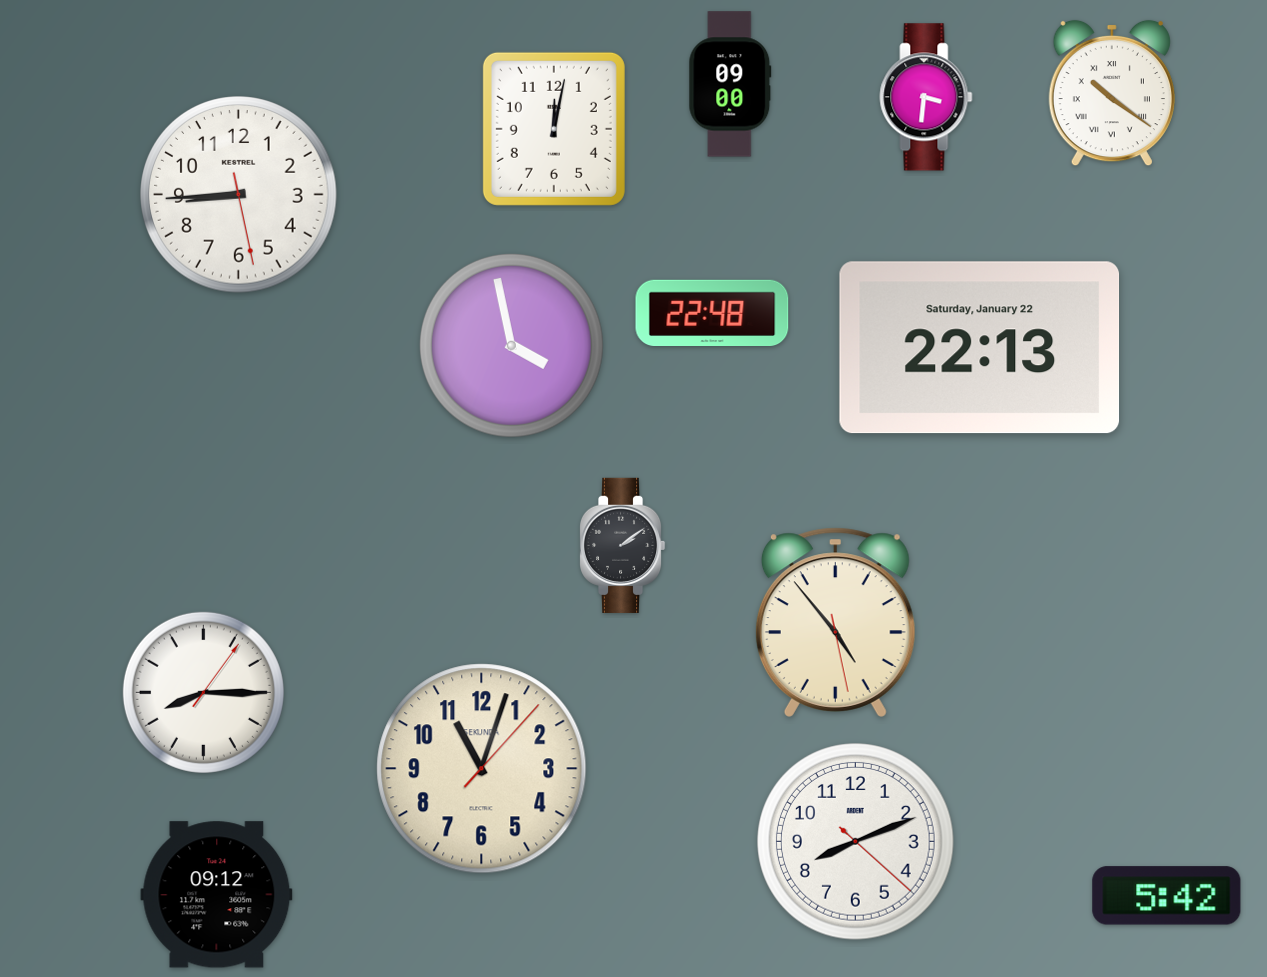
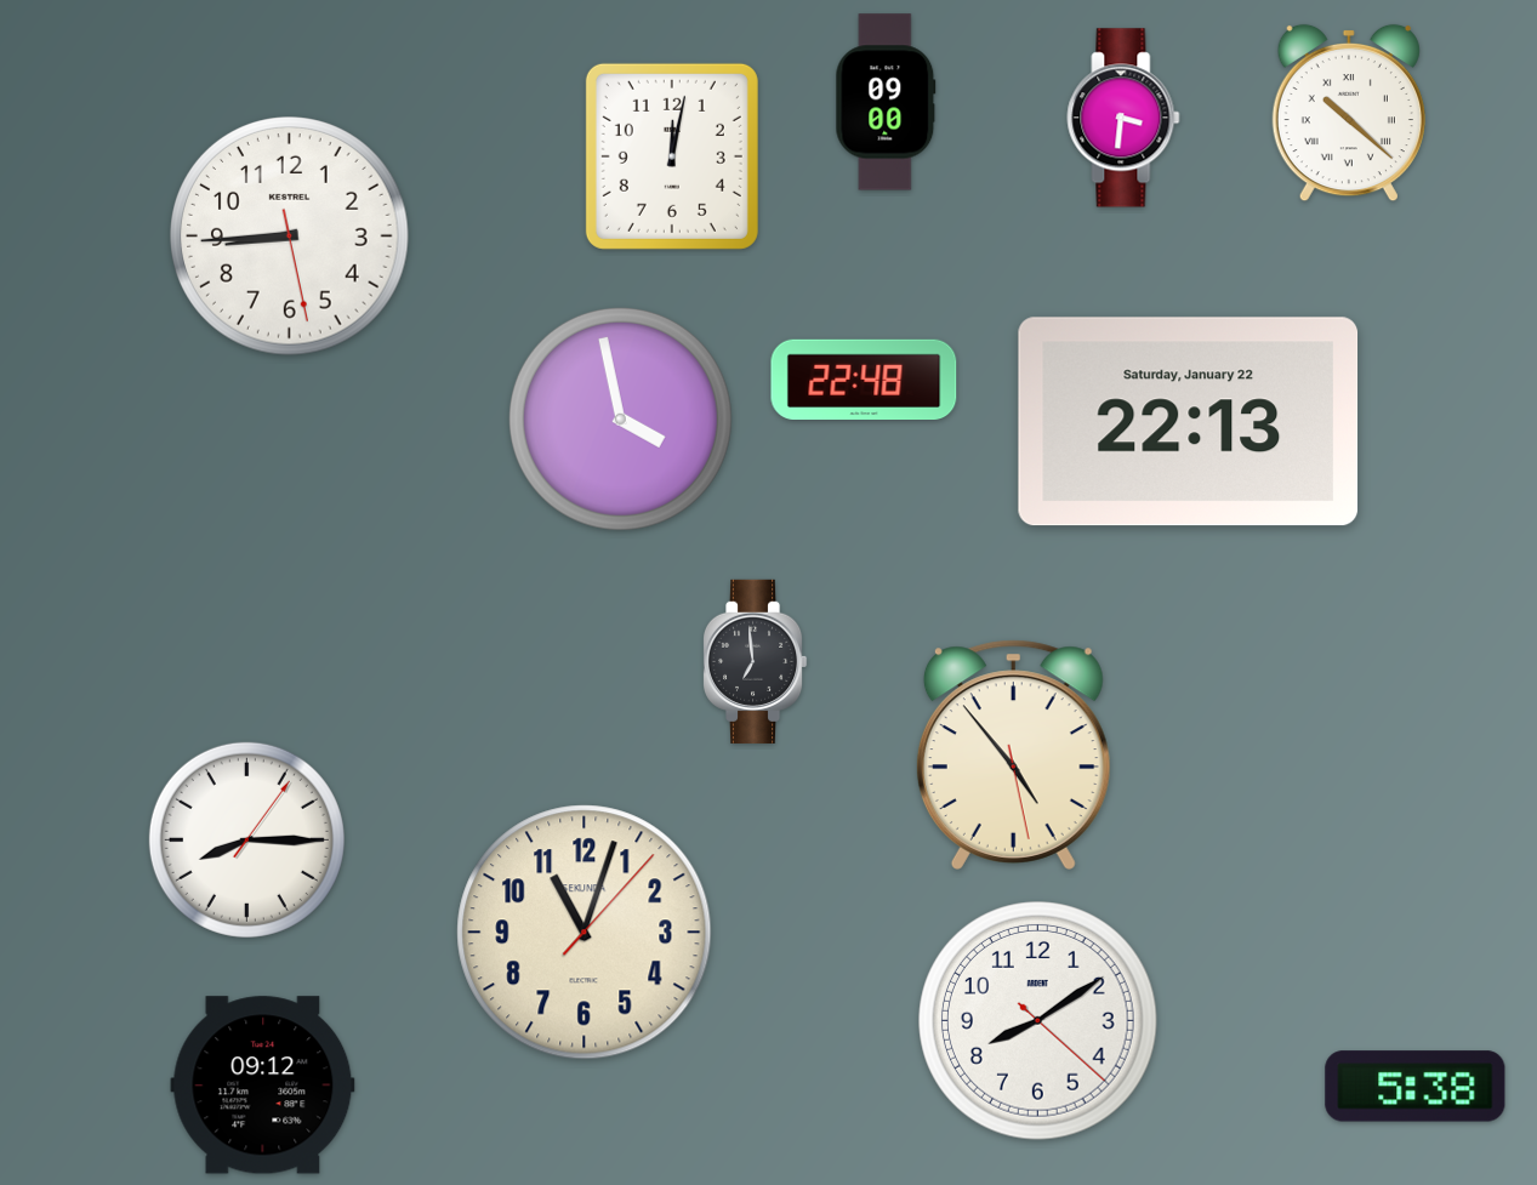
clock at (1112, 93): 10:21 -> 10:22
clock at (622, 545): 2:09 -> 6:59
clock at (856, 842): 8:11 -> 8:09
clock at (1167, 896): 5:42 -> 5:38
